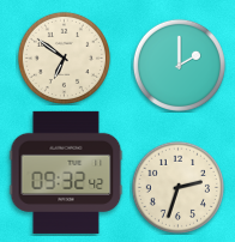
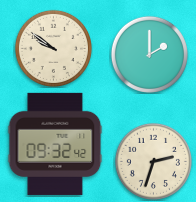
clock at (64, 58): 6:51 -> 9:51
clock at (177, 187) position: (177, 187) -> (153, 161)
